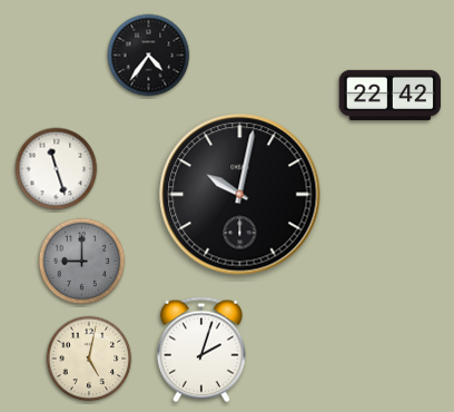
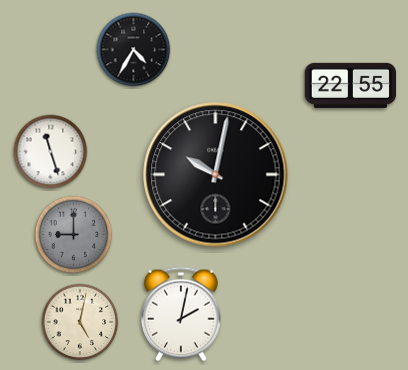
clock at (149, 56): 4:36 -> 4:35
clock at (391, 95): 22:42 -> 22:55
clock at (201, 350): 2:03 -> 2:02
